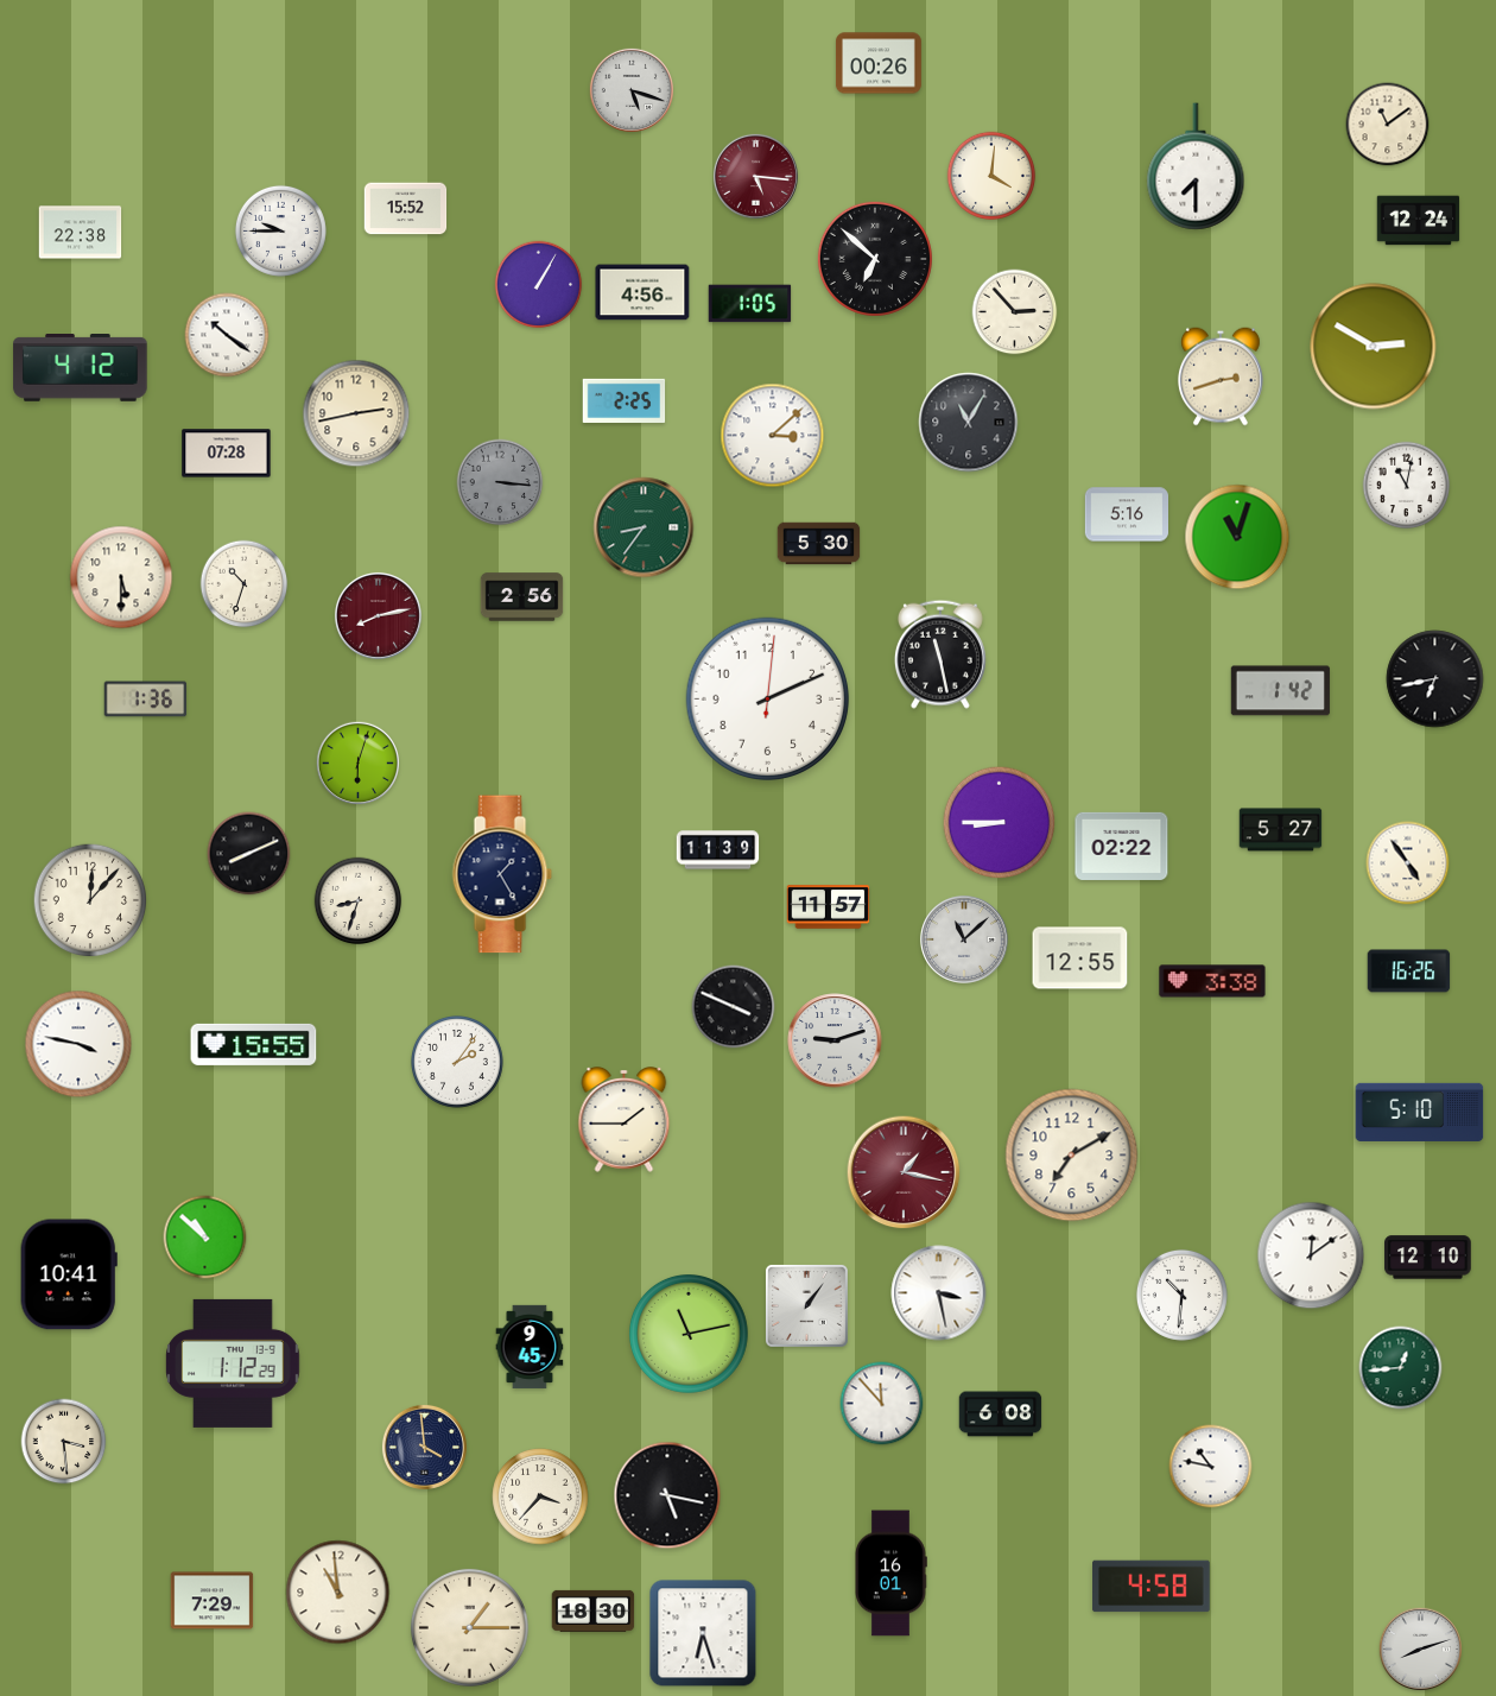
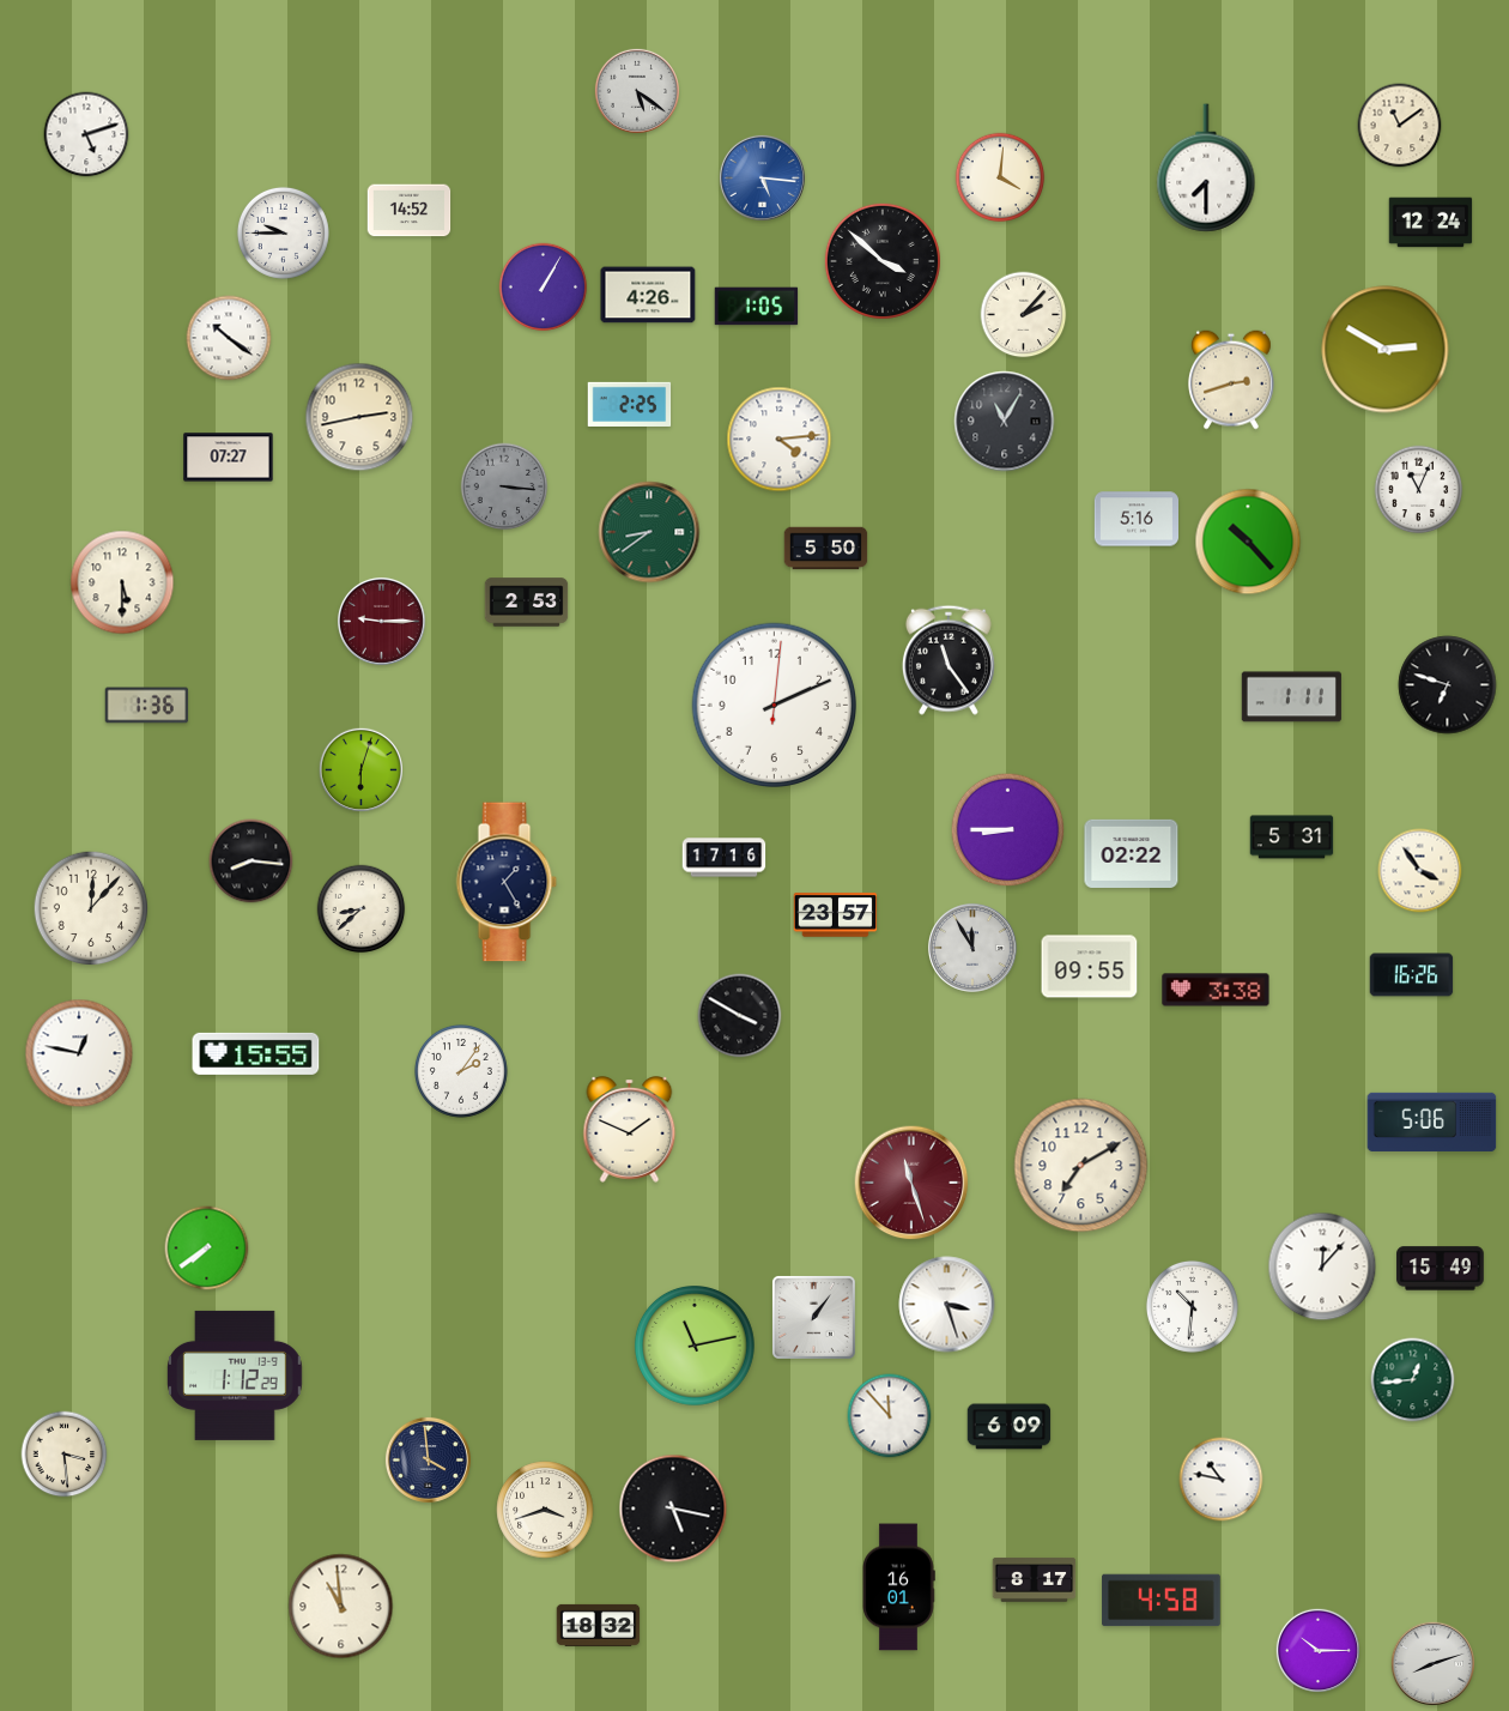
clock at (879, 63): 00:26 -> none
clock at (632, 90): 5:18 -> 5:21
clock at (86, 134): none -> 5:12
clock at (755, 176) dial: burgundy -> blue
clock at (406, 209): 15:52 -> 14:52
clock at (81, 233): 22:38 -> none
clock at (875, 259): 6:52 -> 3:52
clock at (642, 292): 4:56 -> 4:26
clock at (1015, 312): 2:53 -> 2:07
clock at (81, 368): 4:12 -> none
clock at (969, 423) position: (969, 423) -> (1005, 422)
clock at (773, 436): 3:08 -> 4:14
clock at (227, 454): 07:28 -> 07:27
clock at (1407, 486): 11:02 -> 11:04
clock at (644, 527): 8:36 -> 8:39
clock at (1237, 537): 11:03 -> 10:23
clock at (819, 544): 5:30 -> 5:50
clock at (245, 584): 10:33 -> none
clock at (522, 597): 2:56 -> 2:53
clock at (378, 615): 8:13 -> 9:15
clock at (940, 654): 11:28 -> 11:24
clock at (1435, 679): 6:43 -> 6:48
clock at (1280, 691): 1:42 -> 1:11
clock at (1281, 830): 5:27 -> 5:31
clock at (718, 850): 11:39 -> 17:16
clock at (249, 854): 8:11 -> 8:16
clock at (1408, 863): 4:54 -> 3:54
clock at (359, 901): 8:33 -> 8:38
clock at (829, 907): 11:57 -> 23:57
clock at (964, 939): 11:08 -> 11:55
clock at (1080, 958): 12:55 -> 09:55
clock at (1409, 972) position: (1409, 972) -> (1412, 975)
clock at (1212, 981) position: (1212, 981) -> (1216, 990)
clock at (734, 1007): 3:49 -> 3:50
clock at (835, 1040): 9:12 -> none
clock at (78, 1044): 3:47 -> 12:47
clock at (1420, 1112): 5:10 -> 5:06
clock at (625, 1120): 1:45 -> 1:49
clock at (904, 1172): 1:17 -> 11:27
clock at (205, 1238): 10:52 -> 7:39
clock at (1311, 1255): 12:09 -> 12:07
clock at (1428, 1258): 12:10 -> 15:49
clock at (69, 1274): 10:41 -> none
clock at (939, 1293): 3:28 -> 3:27
clock at (530, 1347): 9:45 -> none
clock at (1001, 1415): 6:08 -> 6:09
clock at (540, 1496): 3:37 -> 3:42
clock at (1035, 1579): none -> 8:17
clock at (213, 1601): 7:29 -> none
clock at (594, 1610): 18:30 -> 18:32
clock at (469, 1627): 1:15 -> none
clock at (703, 1633): 6:27 -> none
clock at (1317, 1650): none -> 10:15
